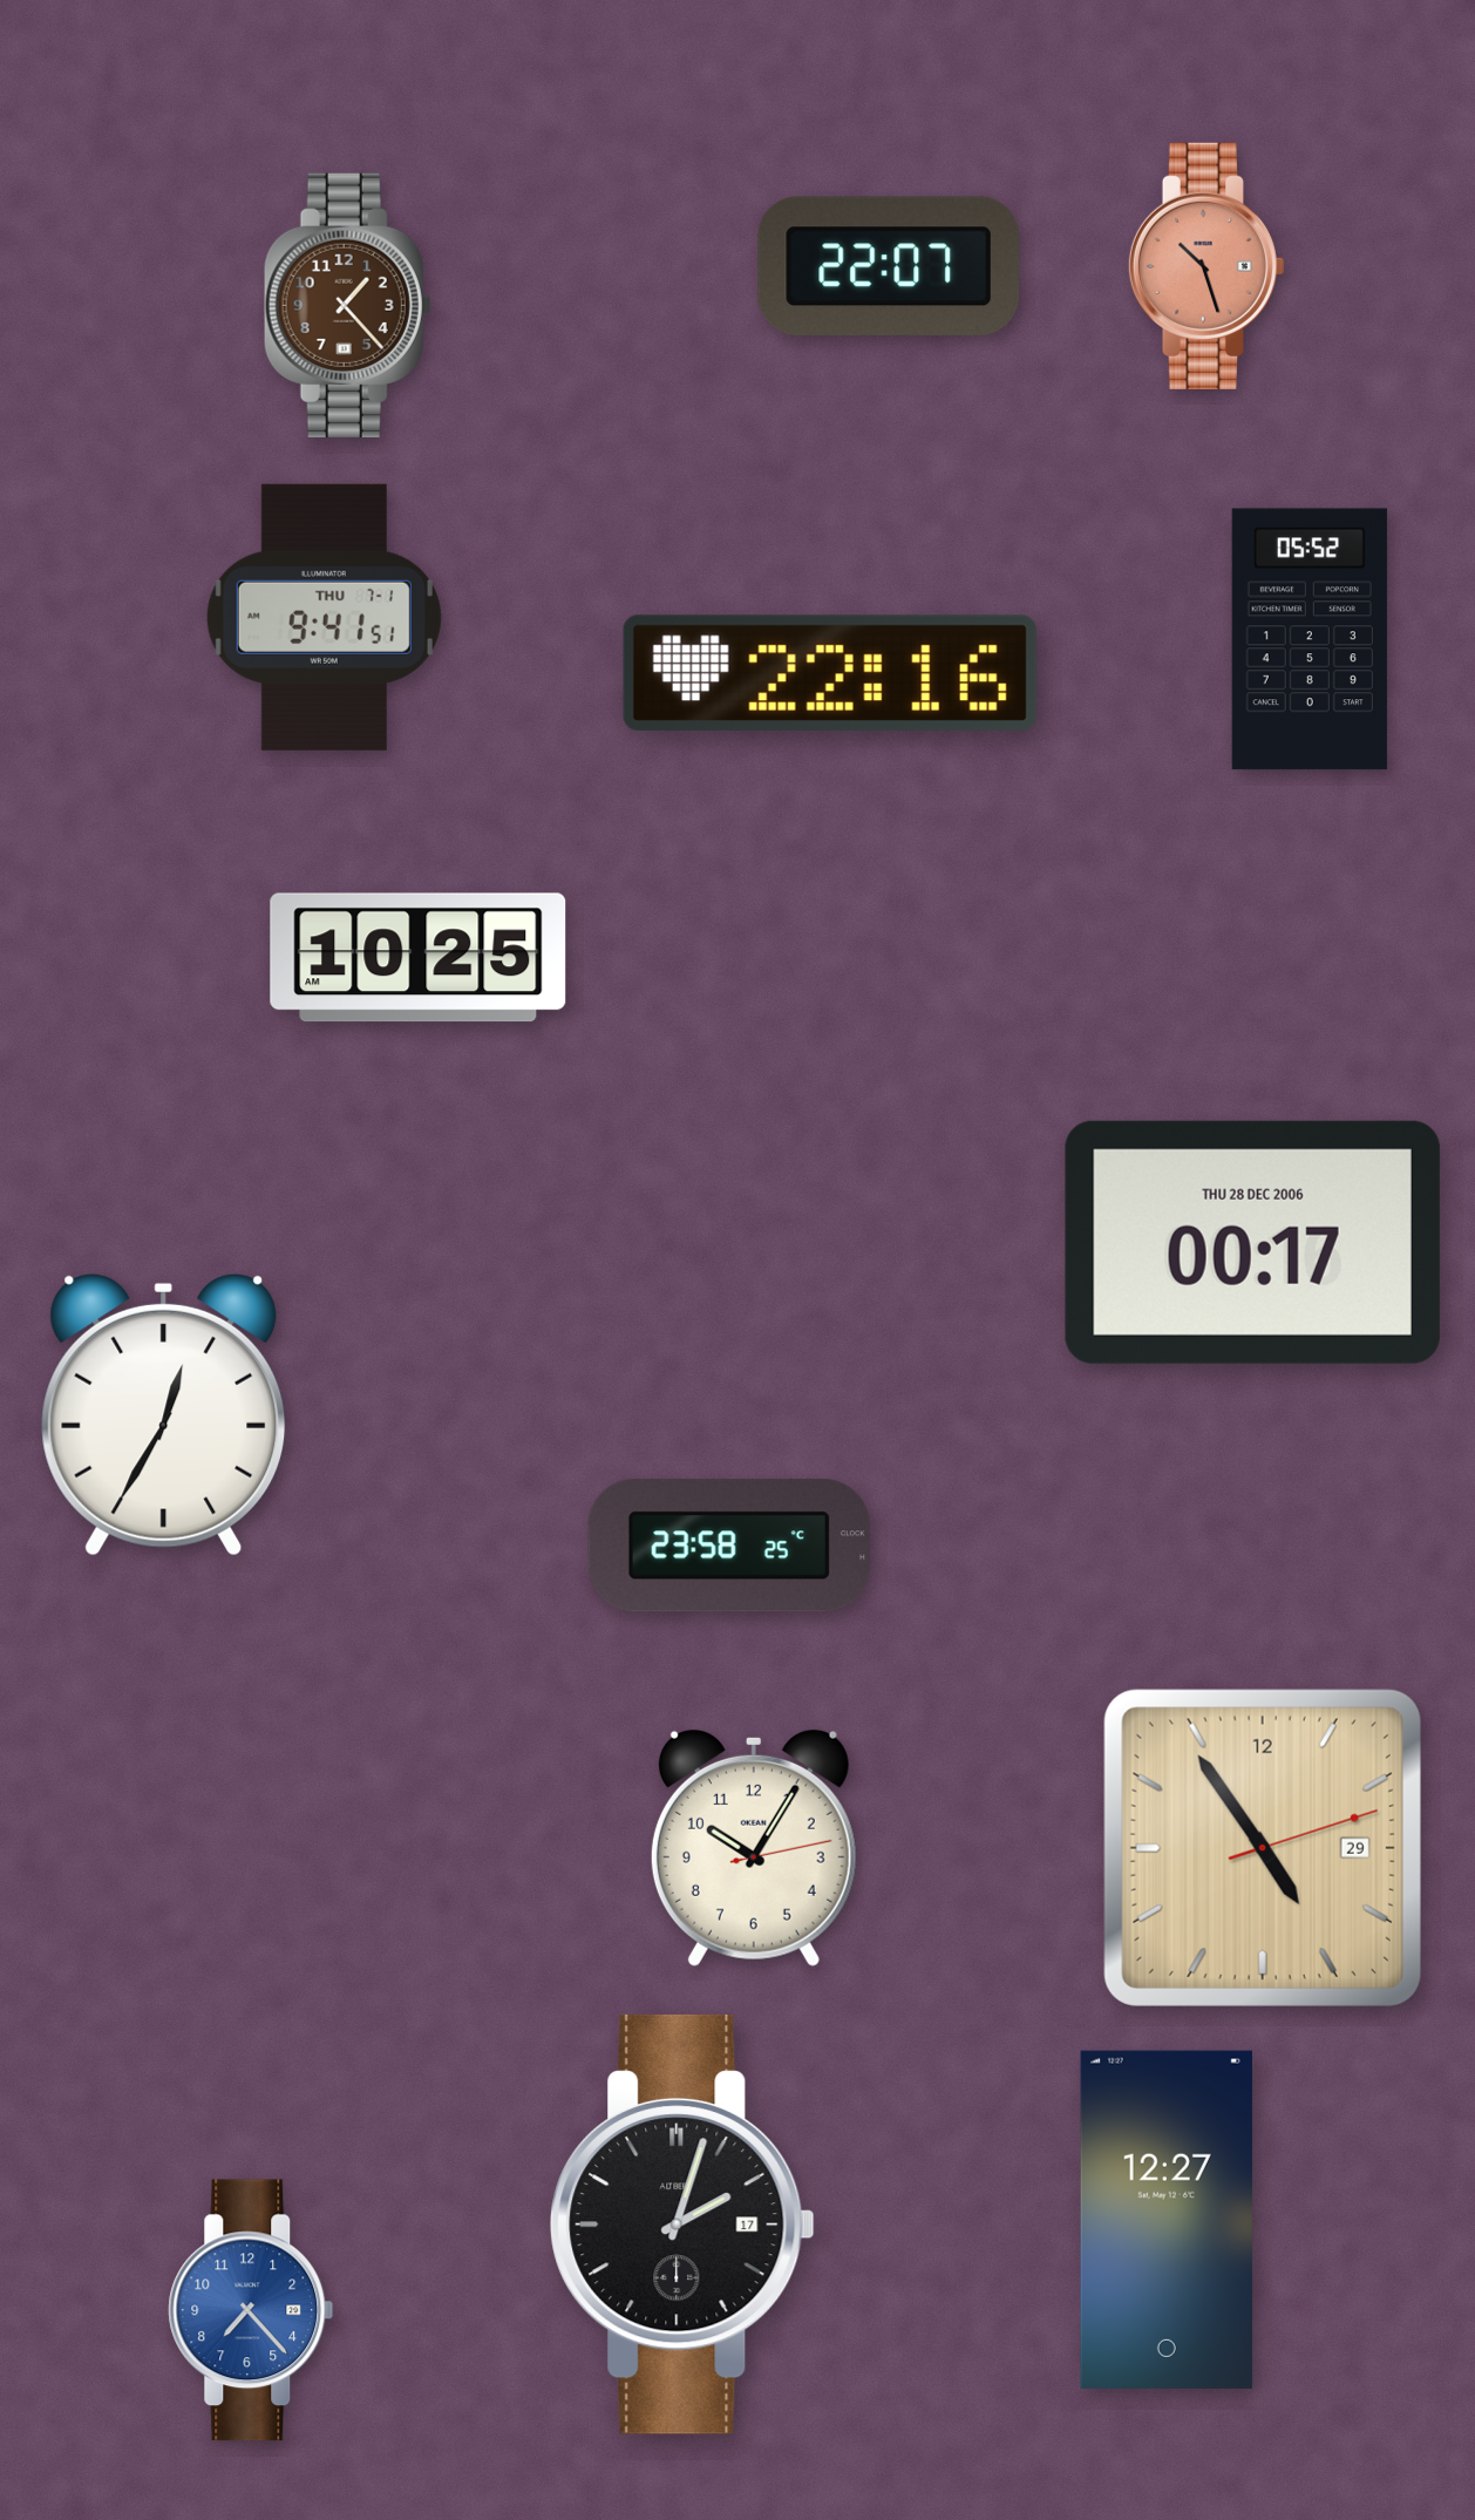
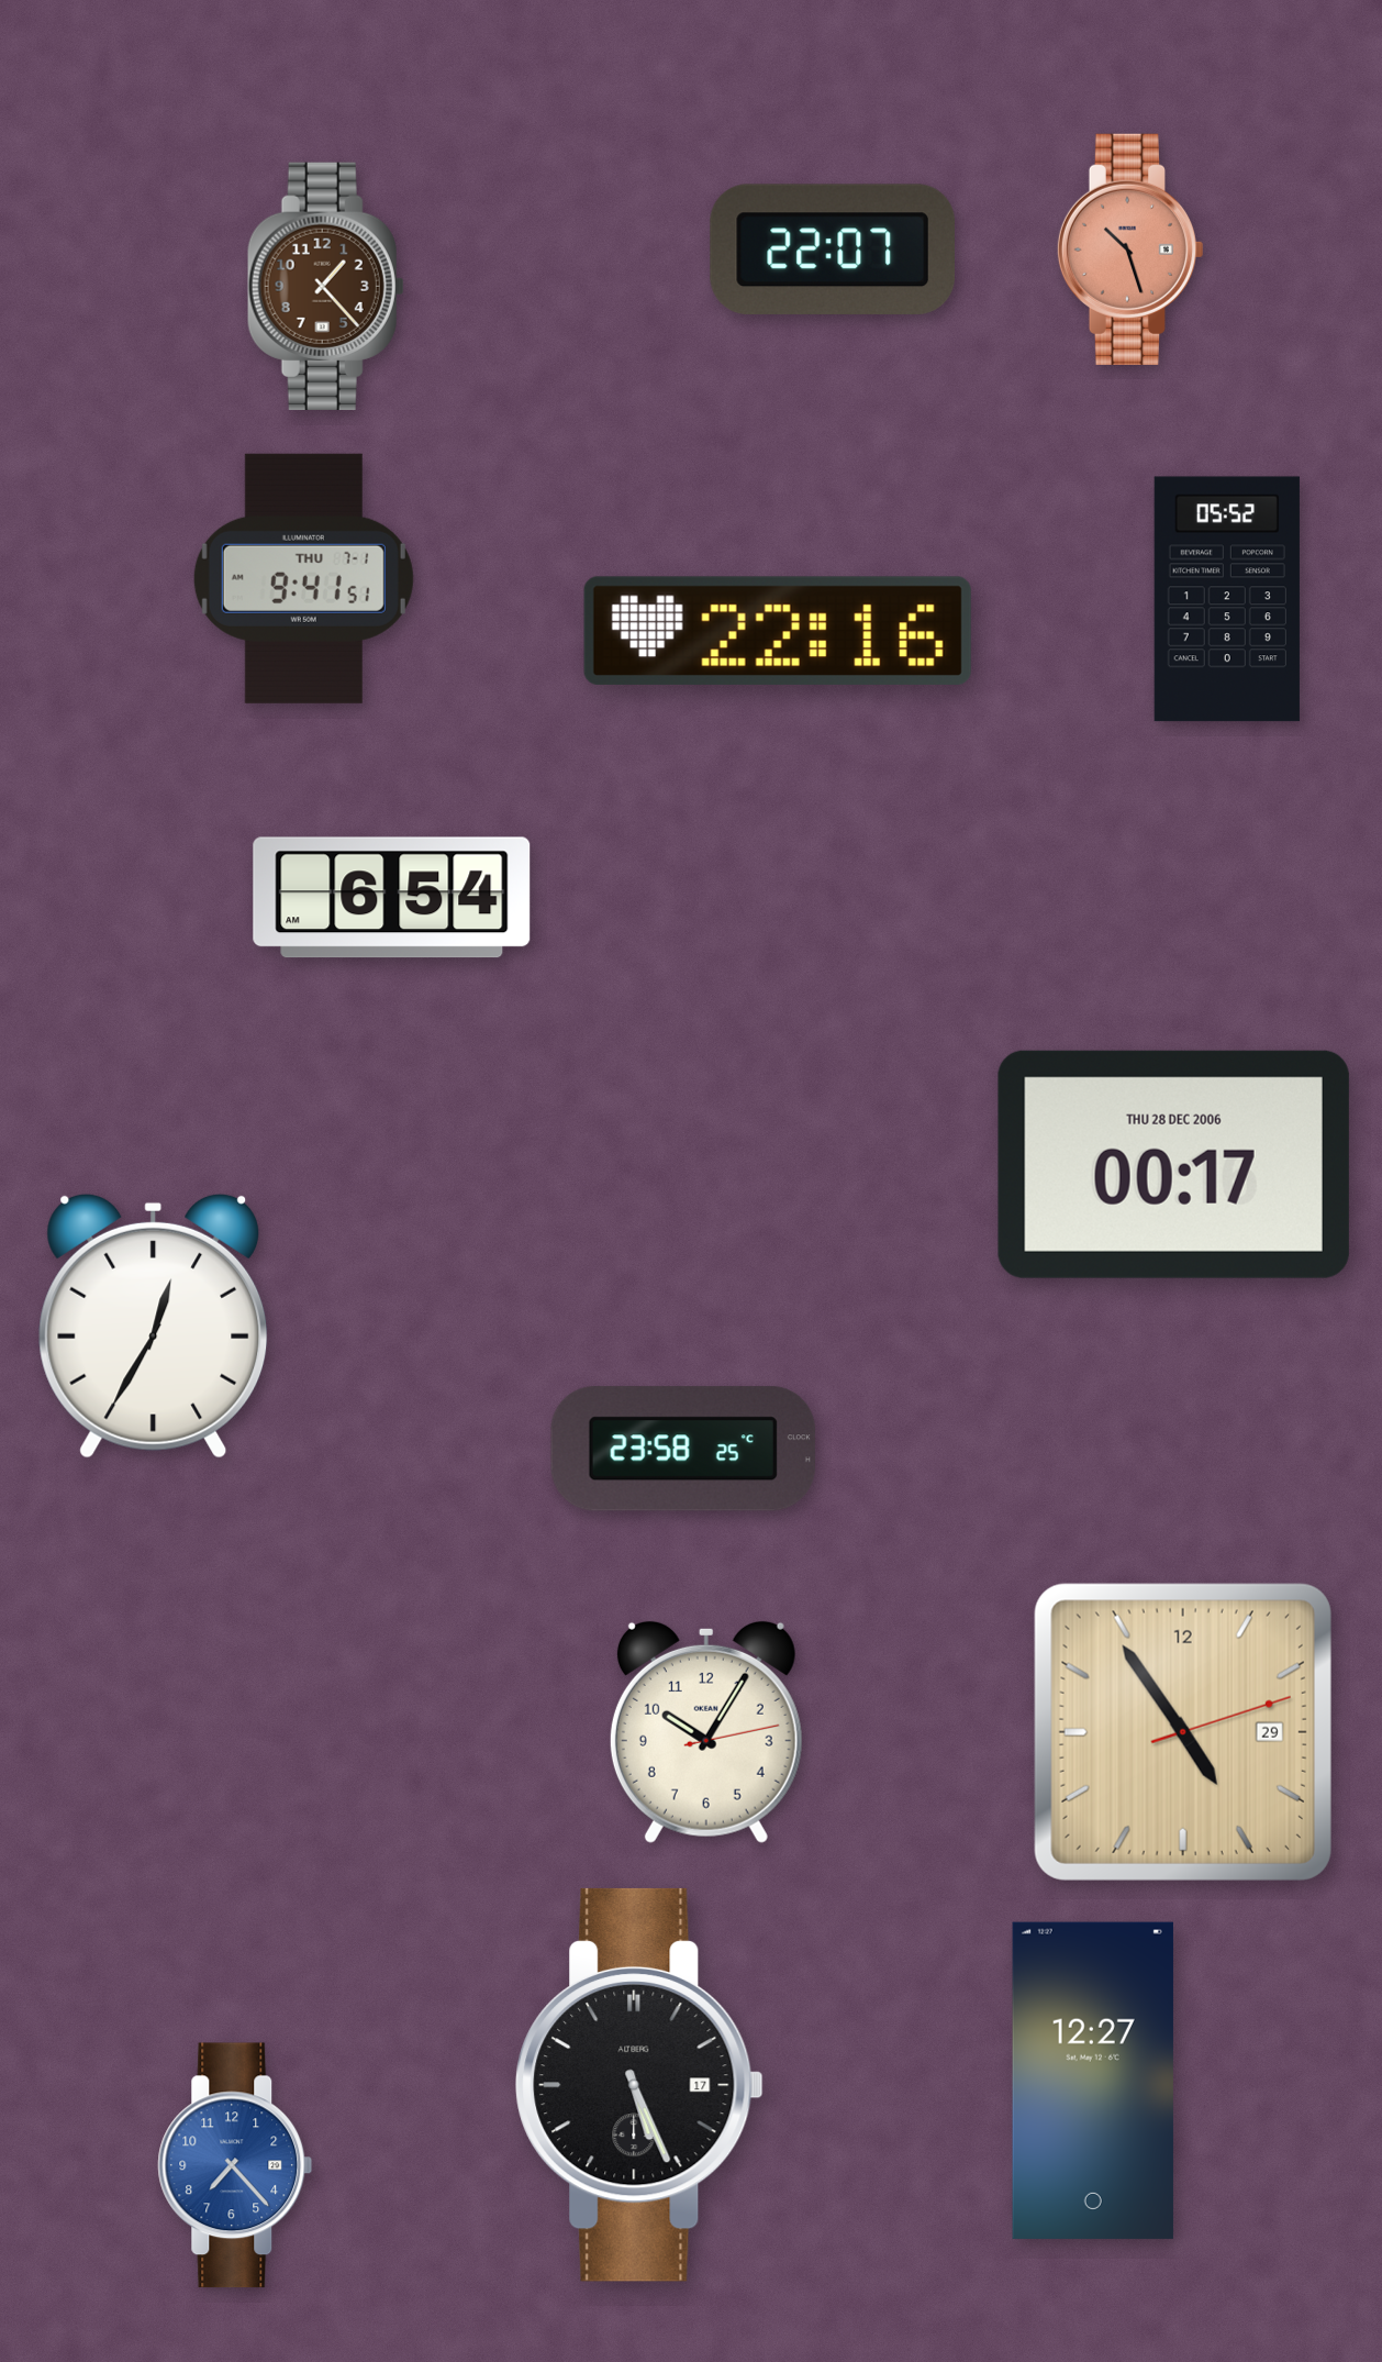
clock at (419, 958): 10:25 -> 6:54
clock at (682, 2224): 2:03 -> 5:26
